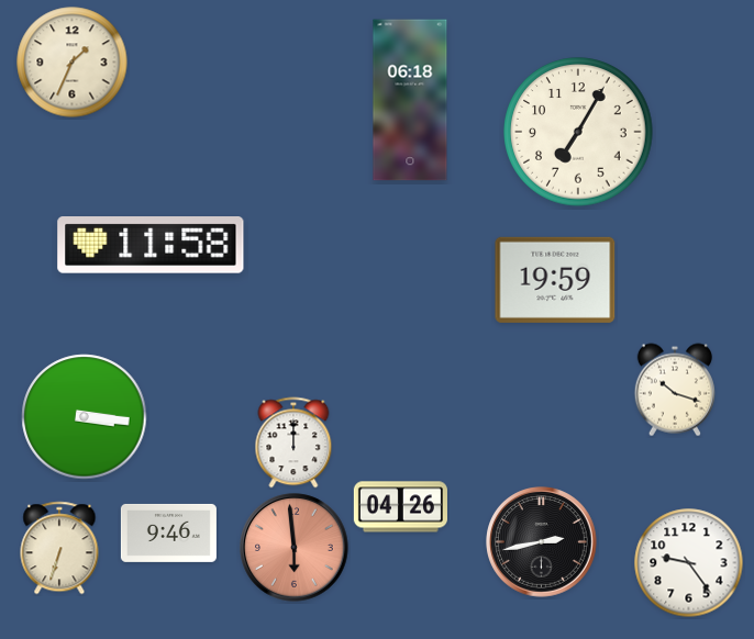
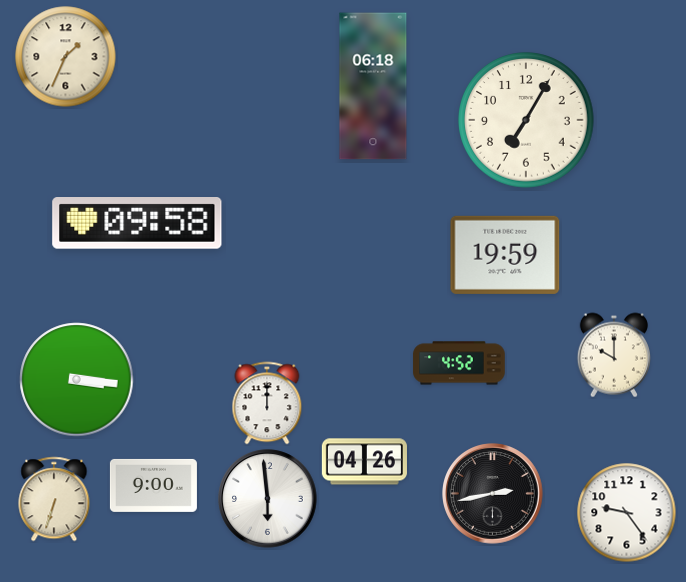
clock at (410, 100) position: (410, 100) -> (373, 86)
clock at (151, 246): 11:58 -> 09:58
clock at (675, 390): 10:18 -> 10:00
clock at (459, 363): none -> 4:52
clock at (168, 532): 9:46 -> 9:00
clock at (295, 548) dial: salmon -> white
